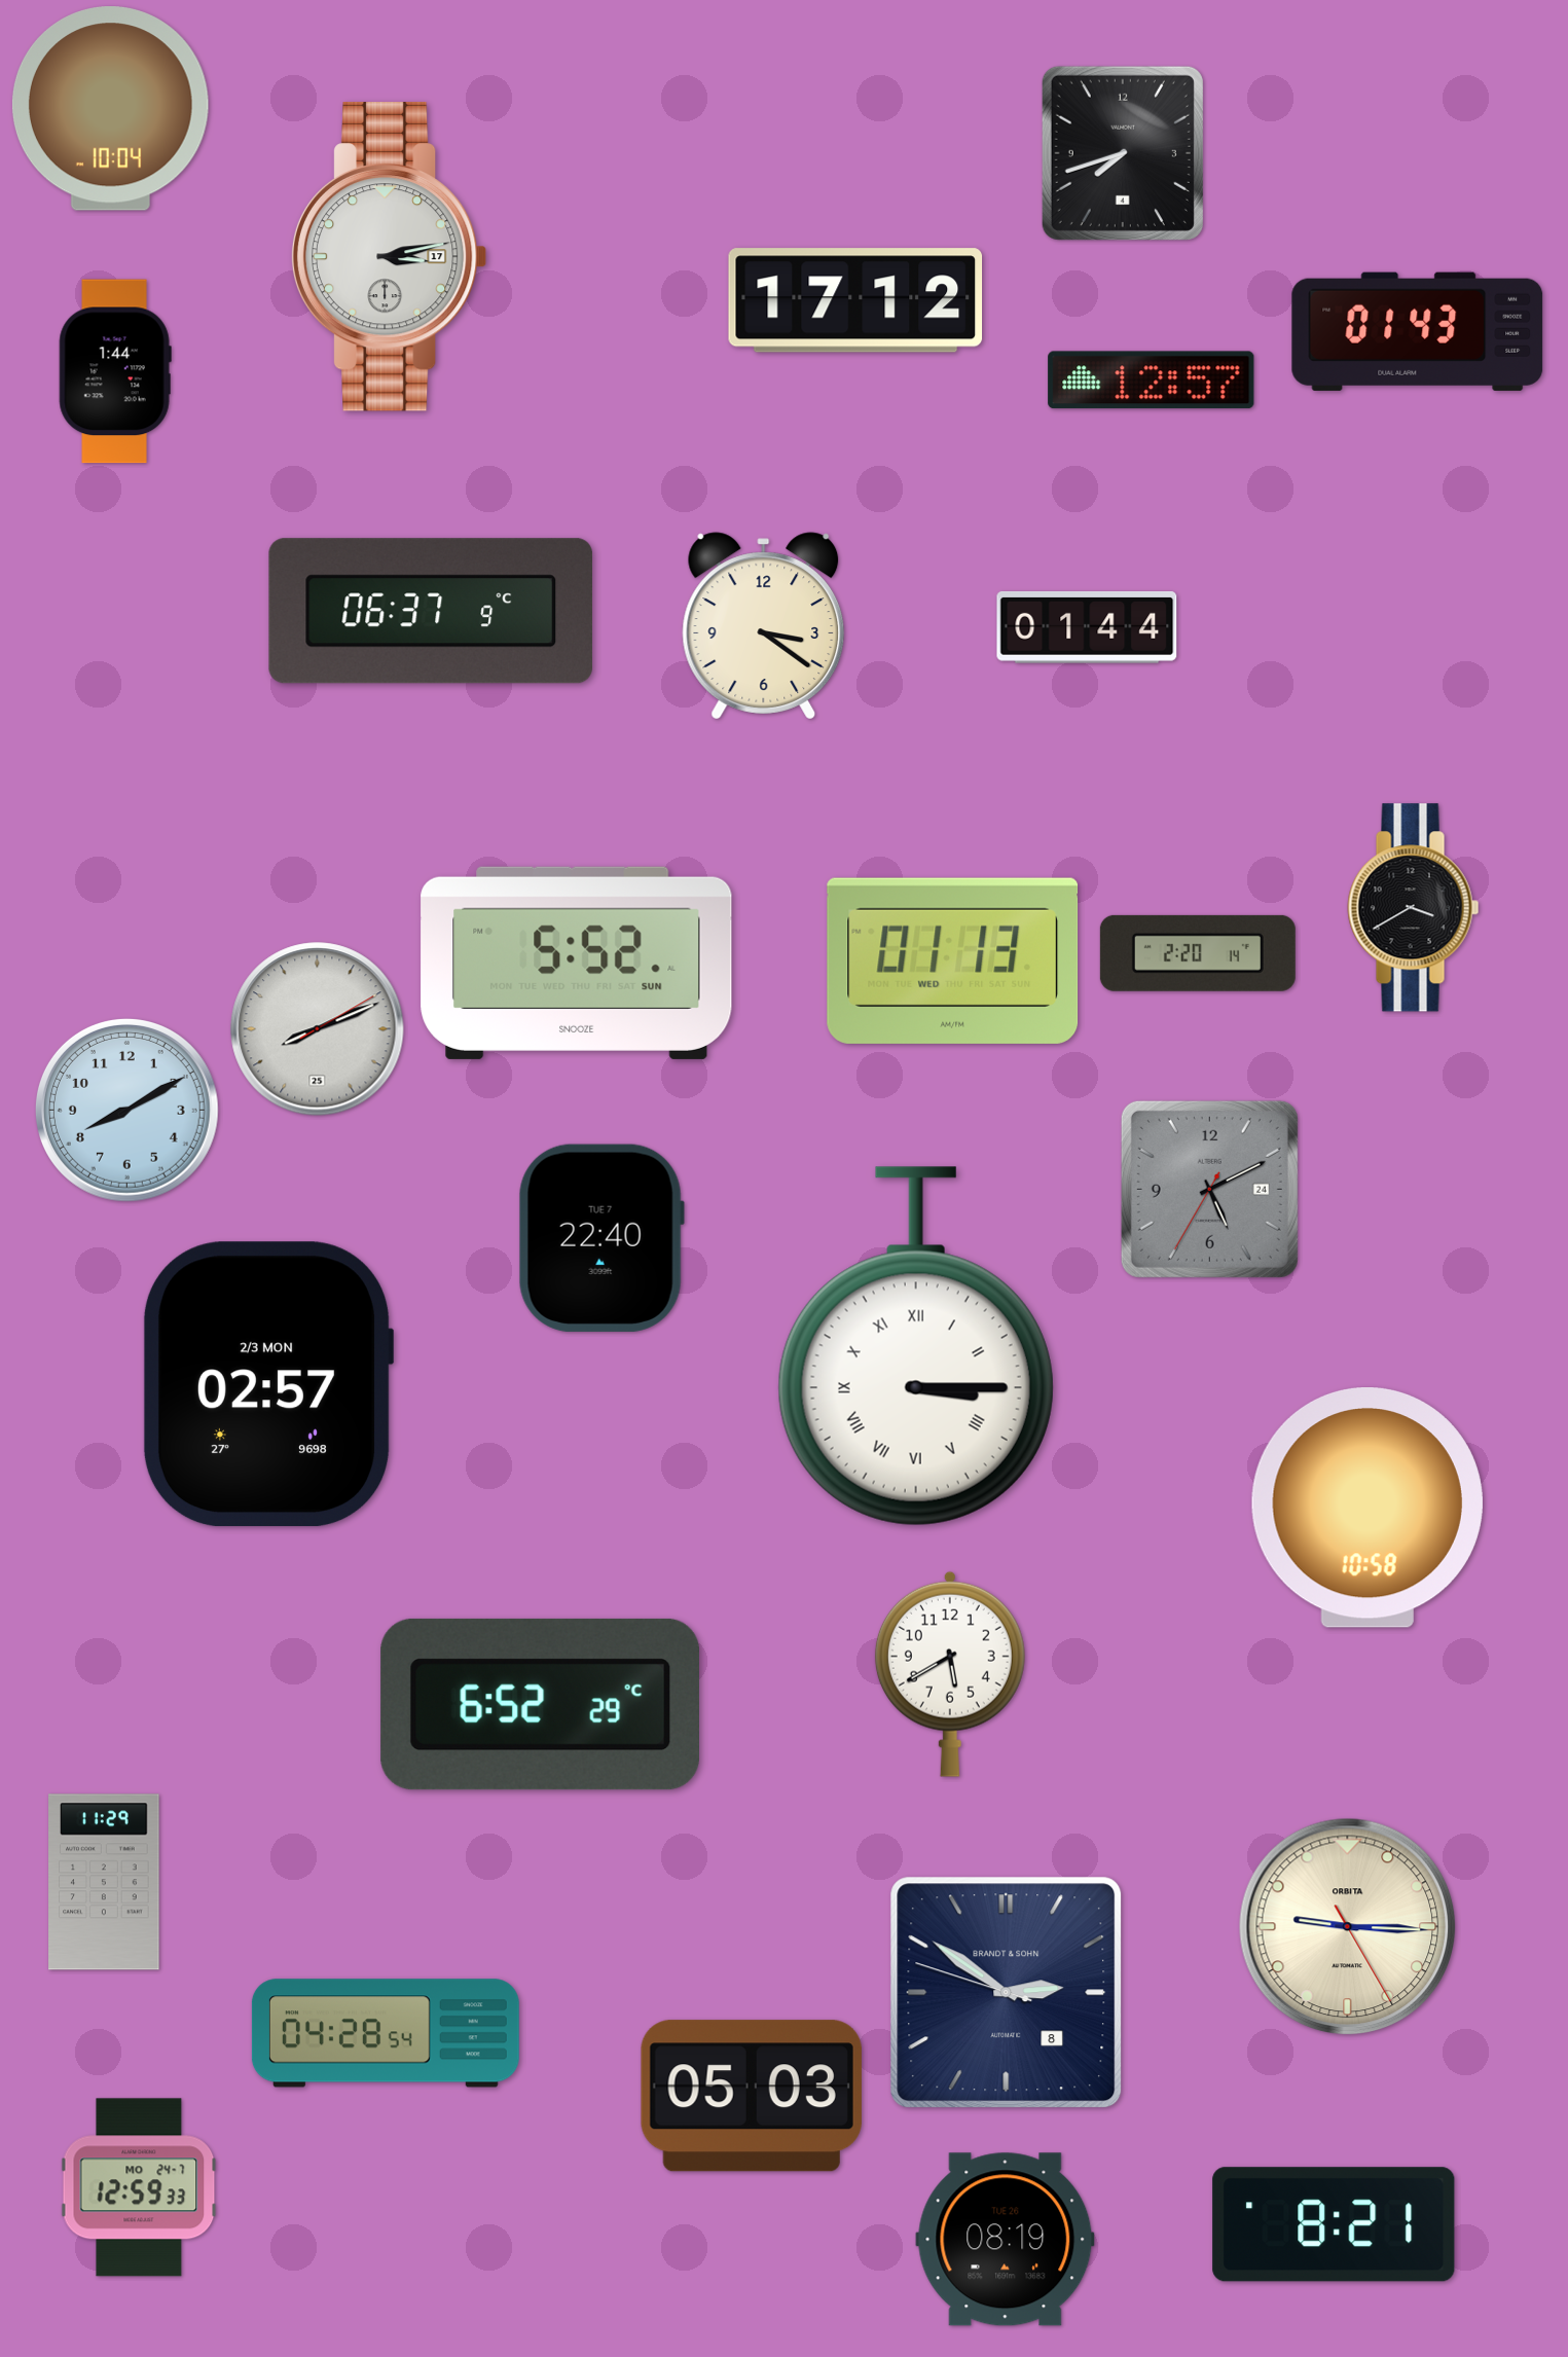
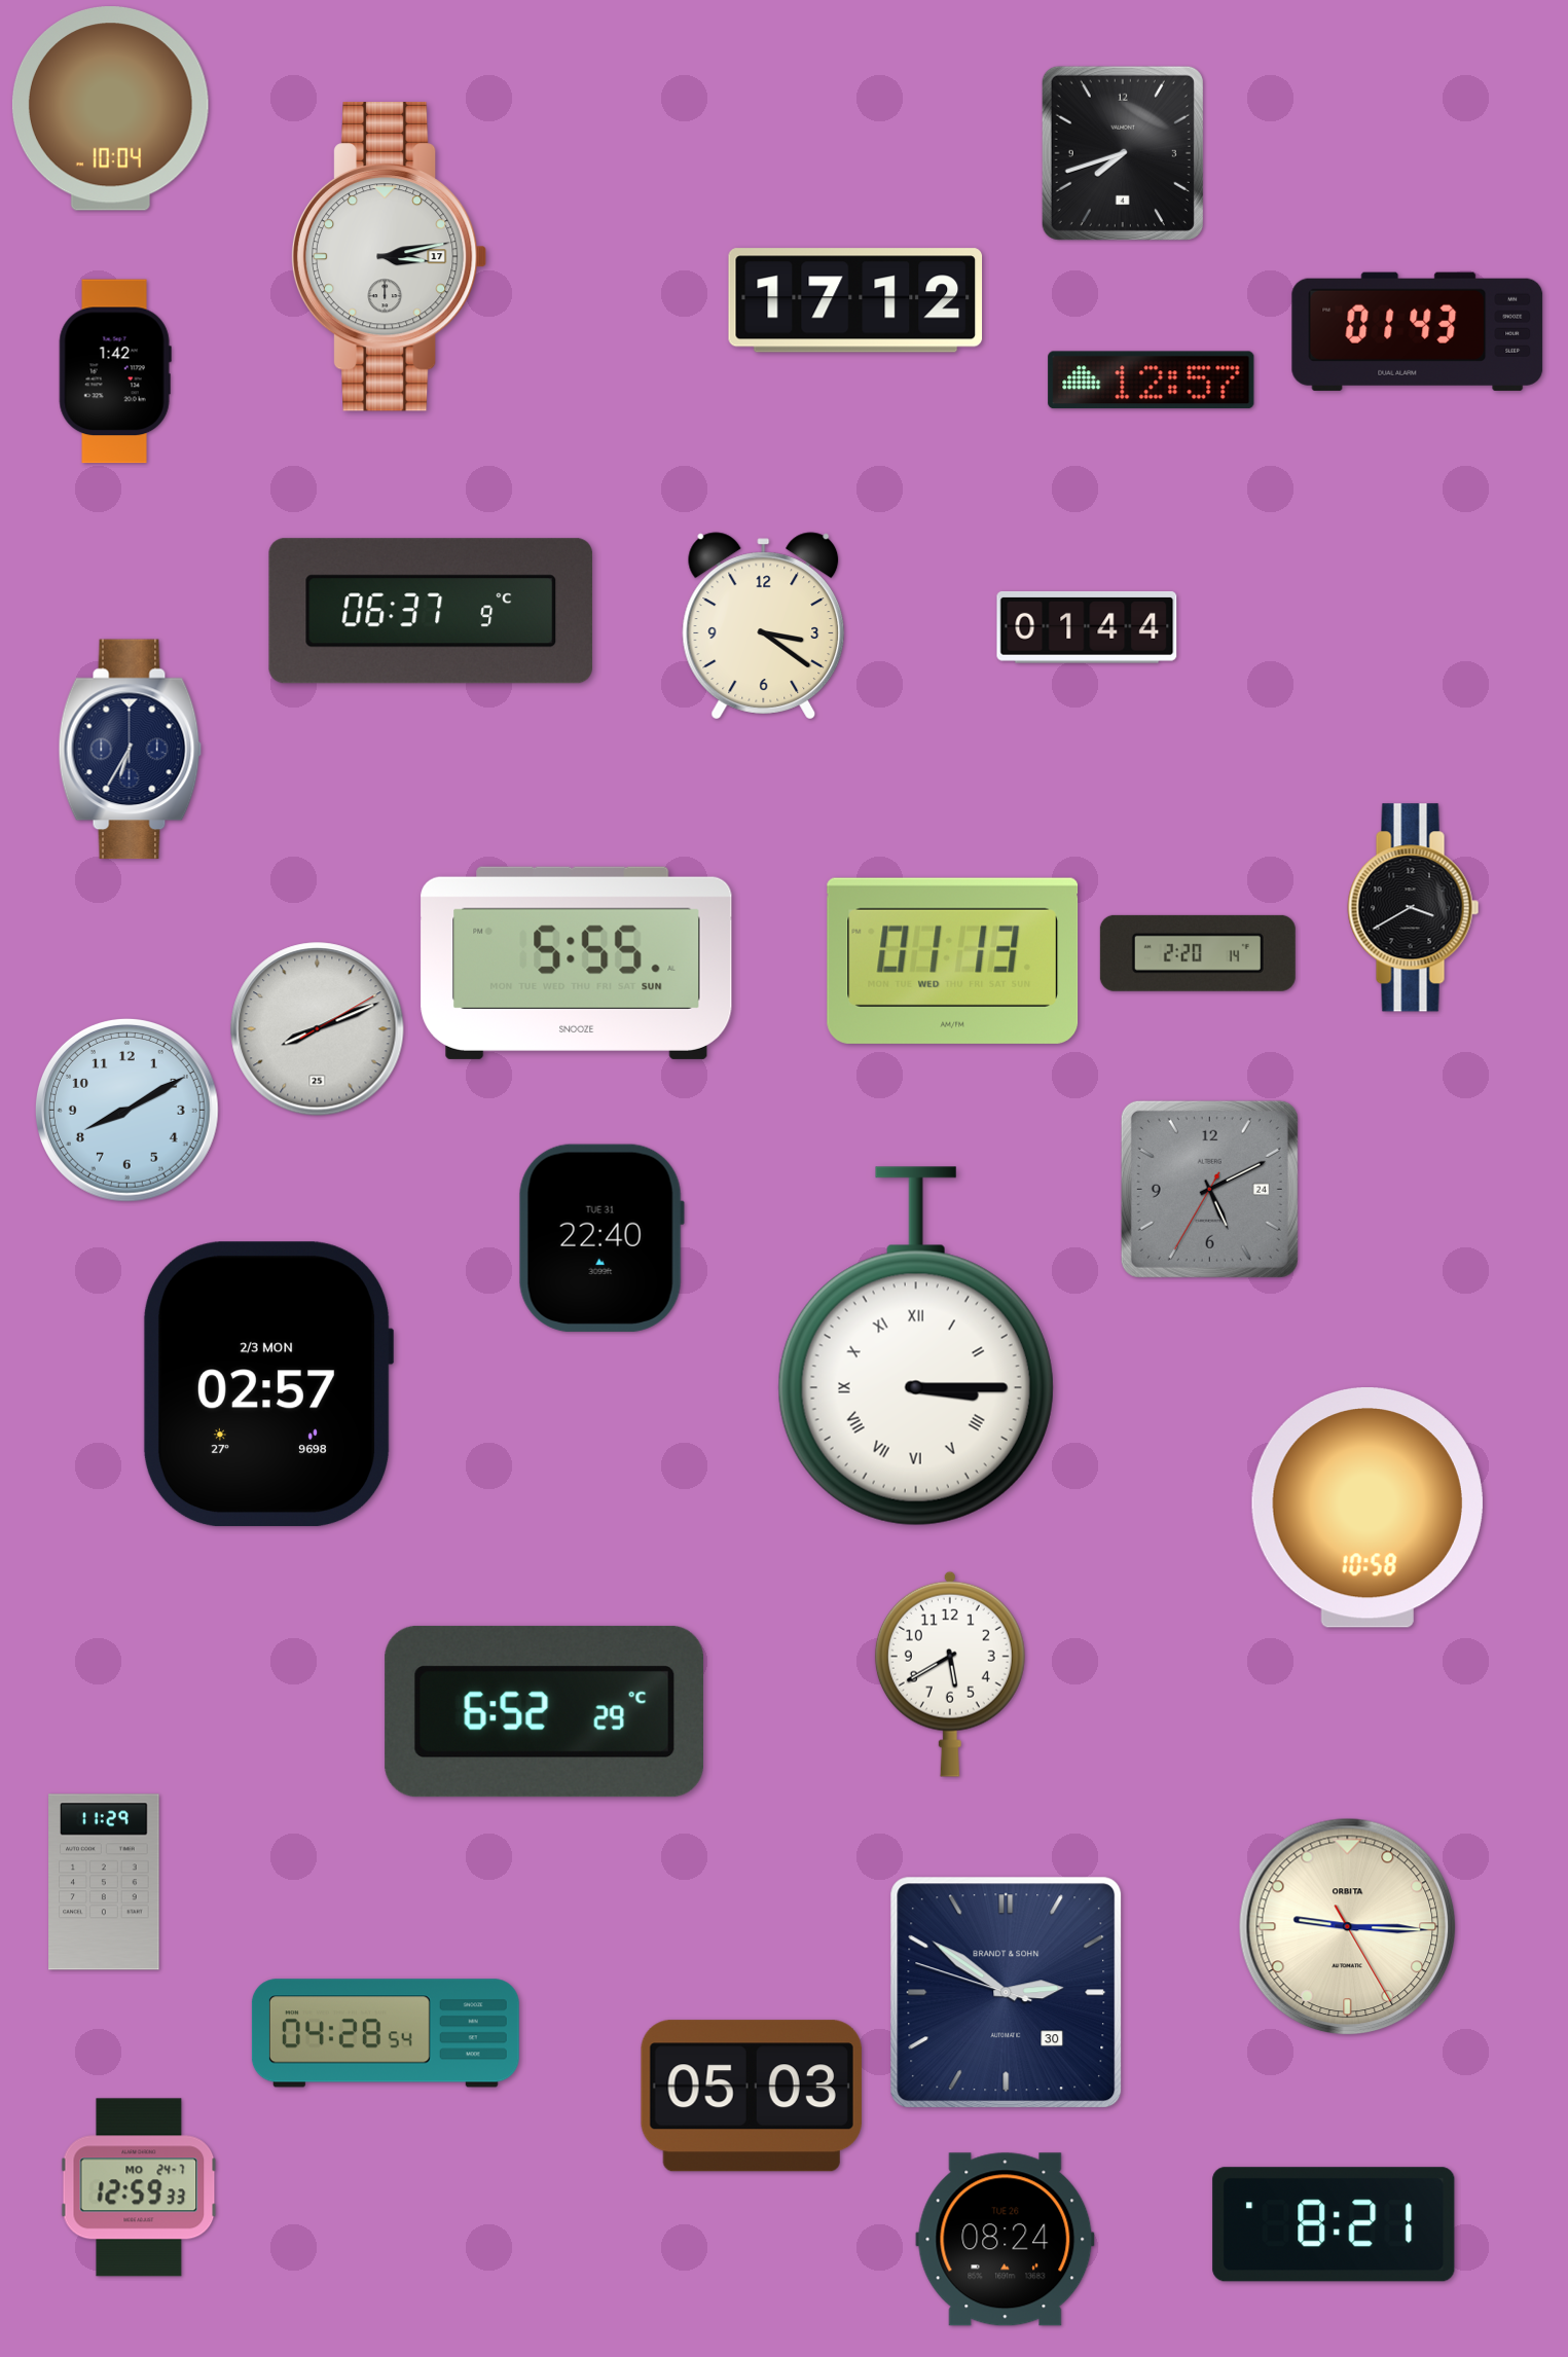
clock at (115, 371): 1:44 -> 1:42
clock at (131, 750): none -> 6:35
clock at (577, 963): 5:52 -> 5:55
clock at (601, 1238) date: TUE 7 -> TUE 31
clock at (540, 1704) position: (540, 1704) -> (544, 1711)
clock at (1007, 1993) date: 8 -> 30
clock at (1006, 2240): 08:19 -> 08:24
